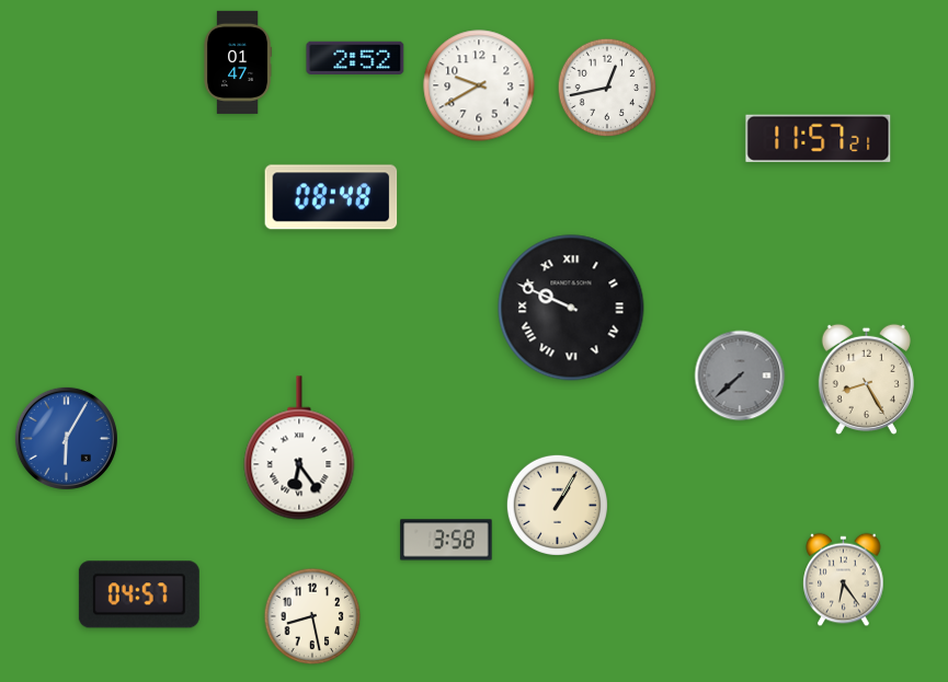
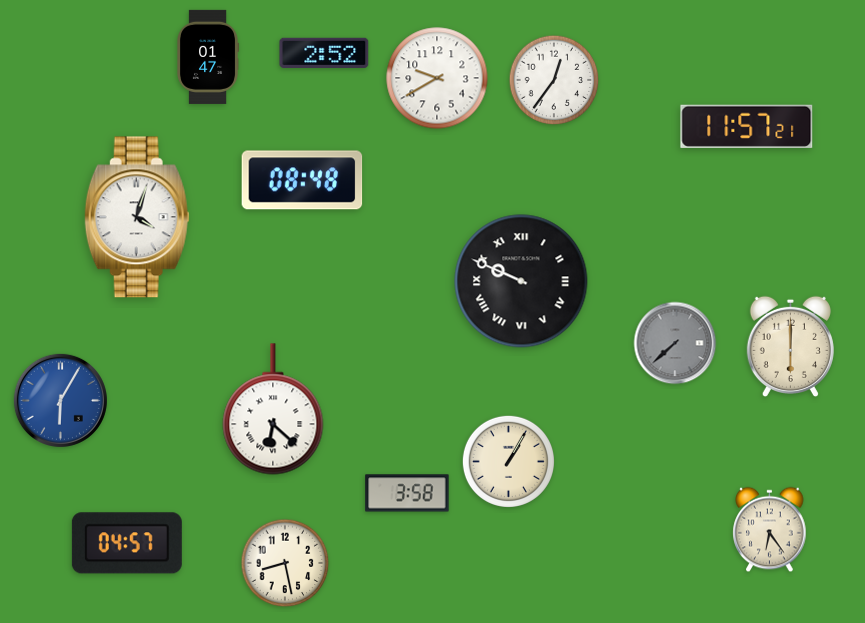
clock at (238, 62) position: (238, 62) -> (208, 57)
clock at (607, 88): 12:43 -> 12:36
clock at (137, 217): none -> 4:03
clock at (866, 379): 8:25 -> 6:00
clock at (299, 448): 6:24 -> 6:22
